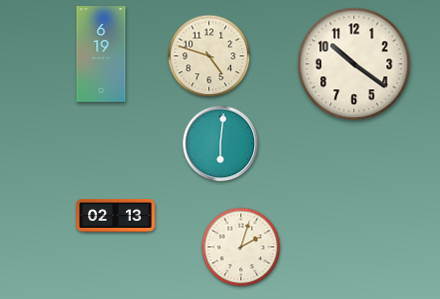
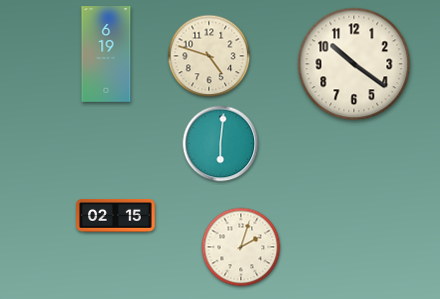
clock at (101, 54) position: (101, 54) -> (106, 54)
clock at (116, 216): 02:13 -> 02:15
